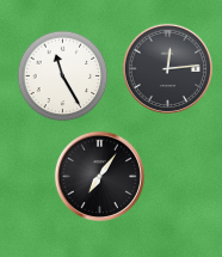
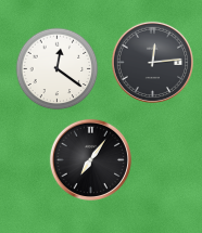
clock at (63, 77): 11:25 -> 12:21
